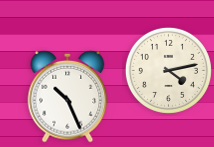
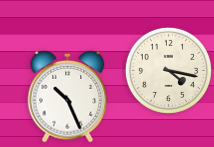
clock at (168, 70): 4:13 -> 4:17
